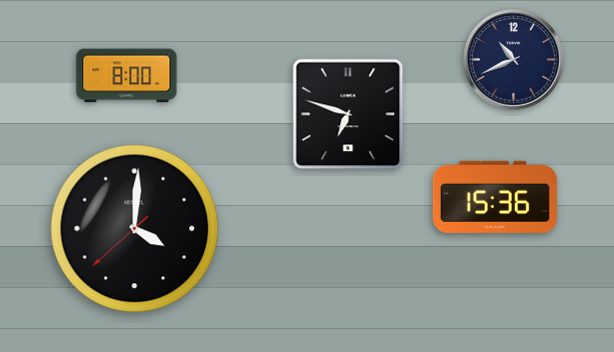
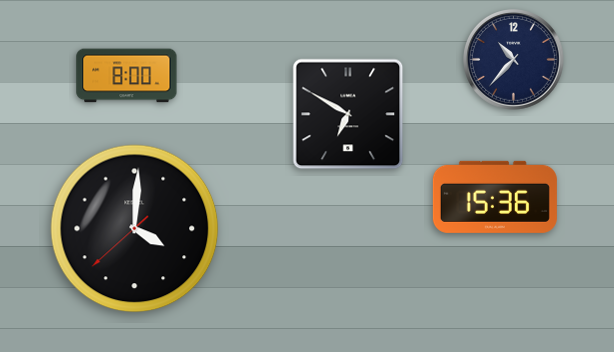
clock at (514, 60): 10:41 -> 10:37
clock at (348, 114): 6:48 -> 6:50
